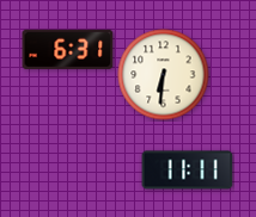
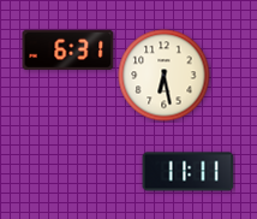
clock at (164, 75): 6:31 -> 6:28
